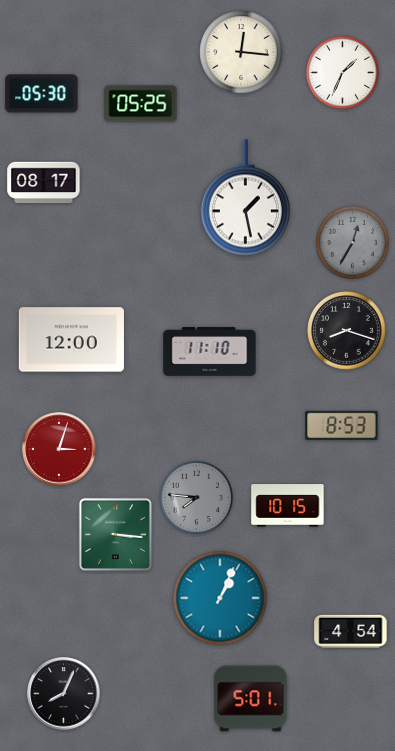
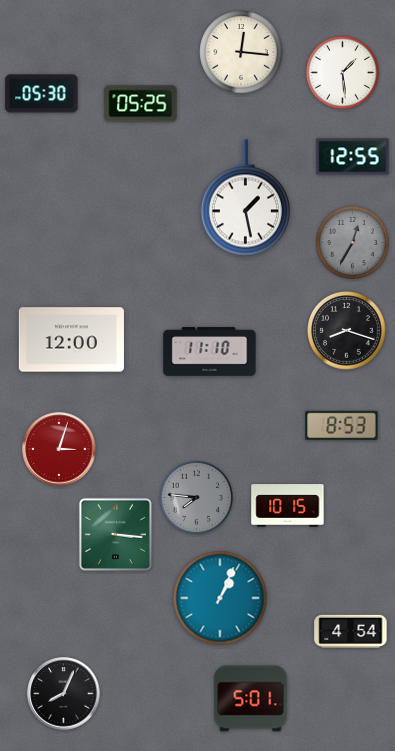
clock at (342, 72): 1:34 -> 1:29
clock at (353, 157): none -> 12:55
clock at (44, 183): 08:17 -> none
